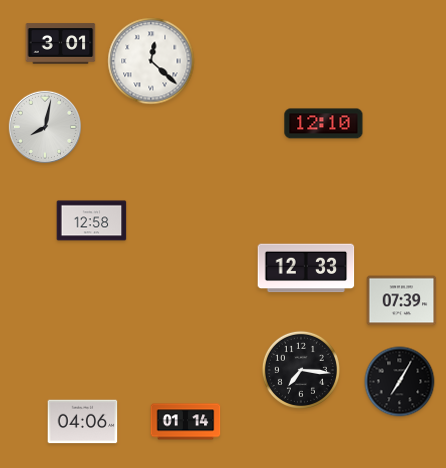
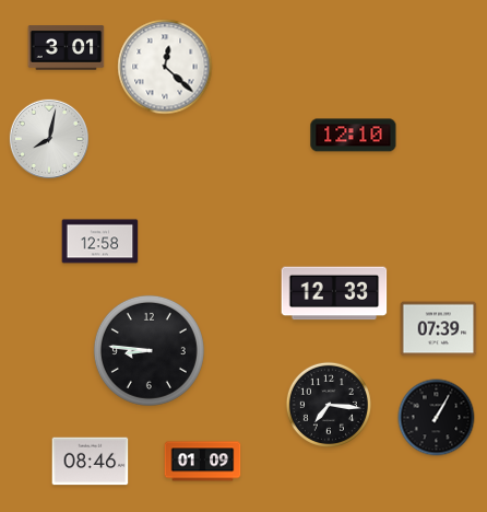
clock at (149, 350): none -> 8:46
clock at (400, 382): 7:05 -> 1:05
clock at (83, 422): 04:06 -> 08:46
clock at (186, 422): 01:14 -> 01:09
